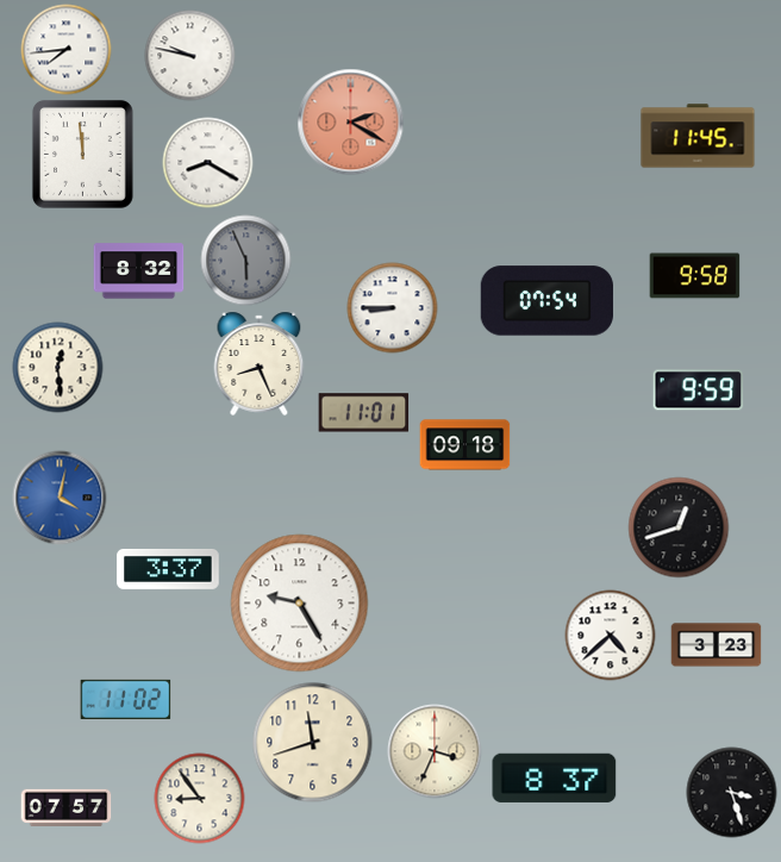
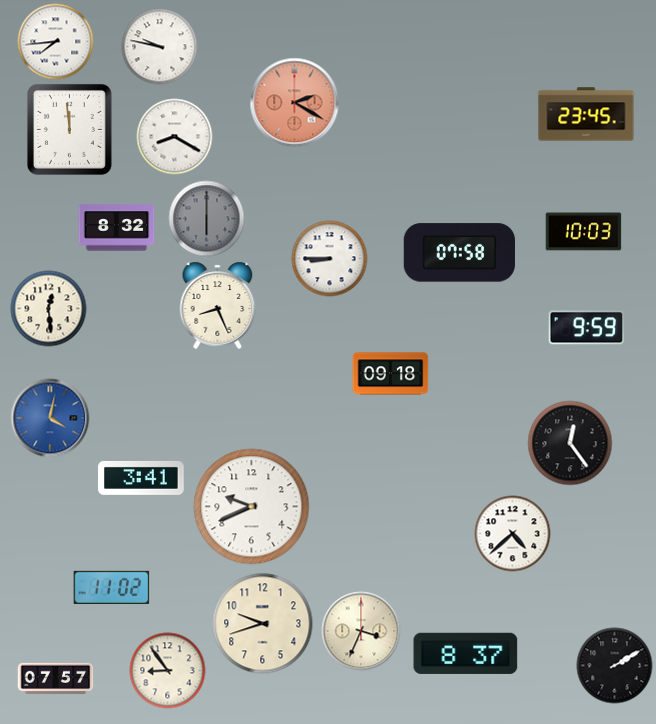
clock at (698, 136): 11:45 -> 23:45
clock at (246, 261): 5:56 -> 6:00
clock at (695, 276): 9:58 -> 10:03
clock at (546, 301): 07:54 -> 07:58
clock at (364, 413): 11:01 -> none
clock at (679, 527): 12:42 -> 12:24
clock at (168, 569): 3:37 -> 3:41
clock at (300, 604): 9:25 -> 9:41
clock at (717, 645): 3:23 -> none
clock at (126, 699) position: (126, 699) -> (112, 587)
clock at (313, 743): 11:42 -> 9:42
clock at (435, 751) position: (435, 751) -> (361, 631)
clock at (732, 793): 3:27 -> 2:10
